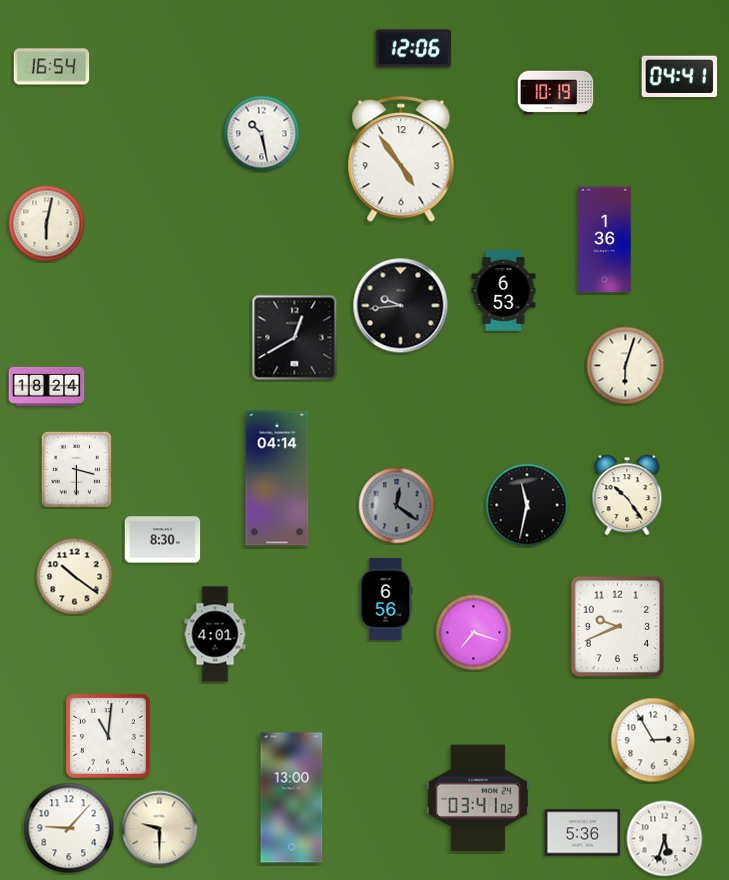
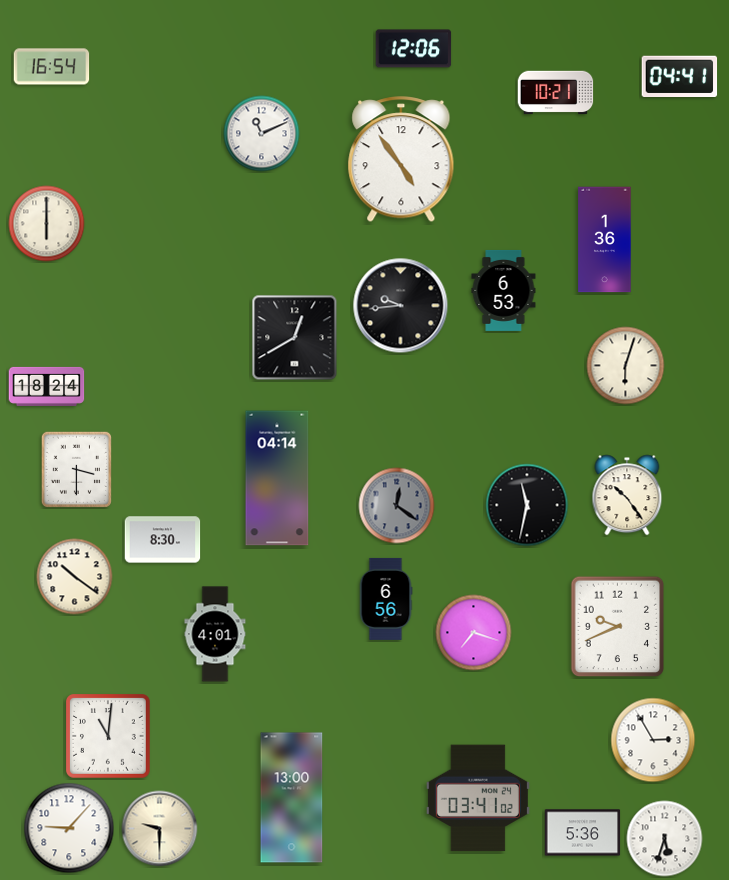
clock at (556, 93): 10:19 -> 10:21
clock at (262, 134): 10:28 -> 11:11
clock at (47, 224): 6:02 -> 6:00
